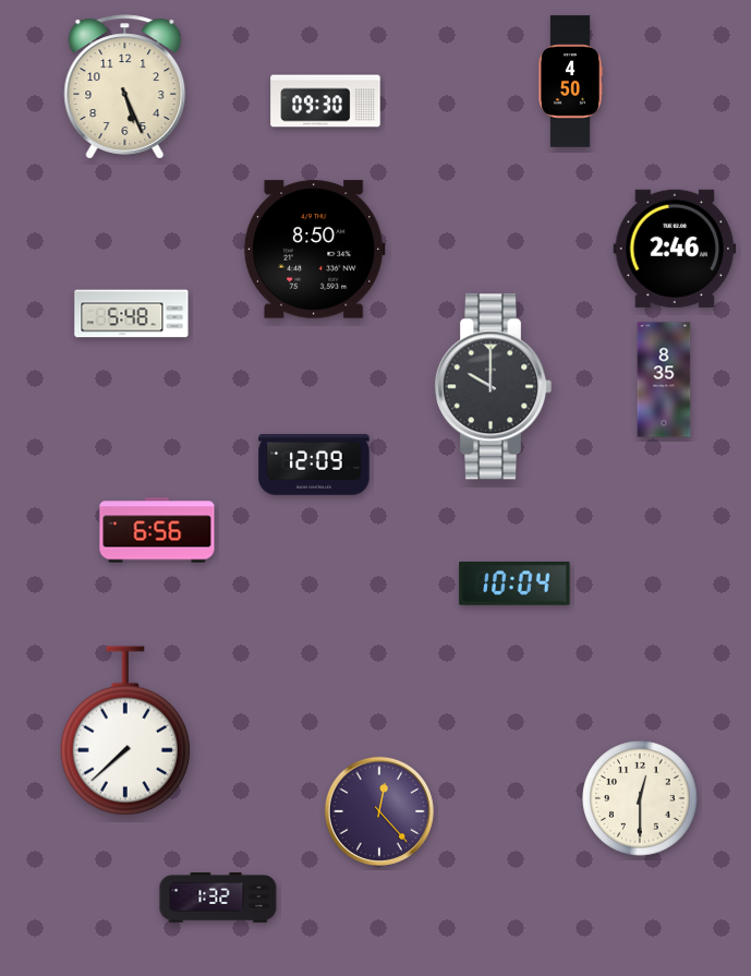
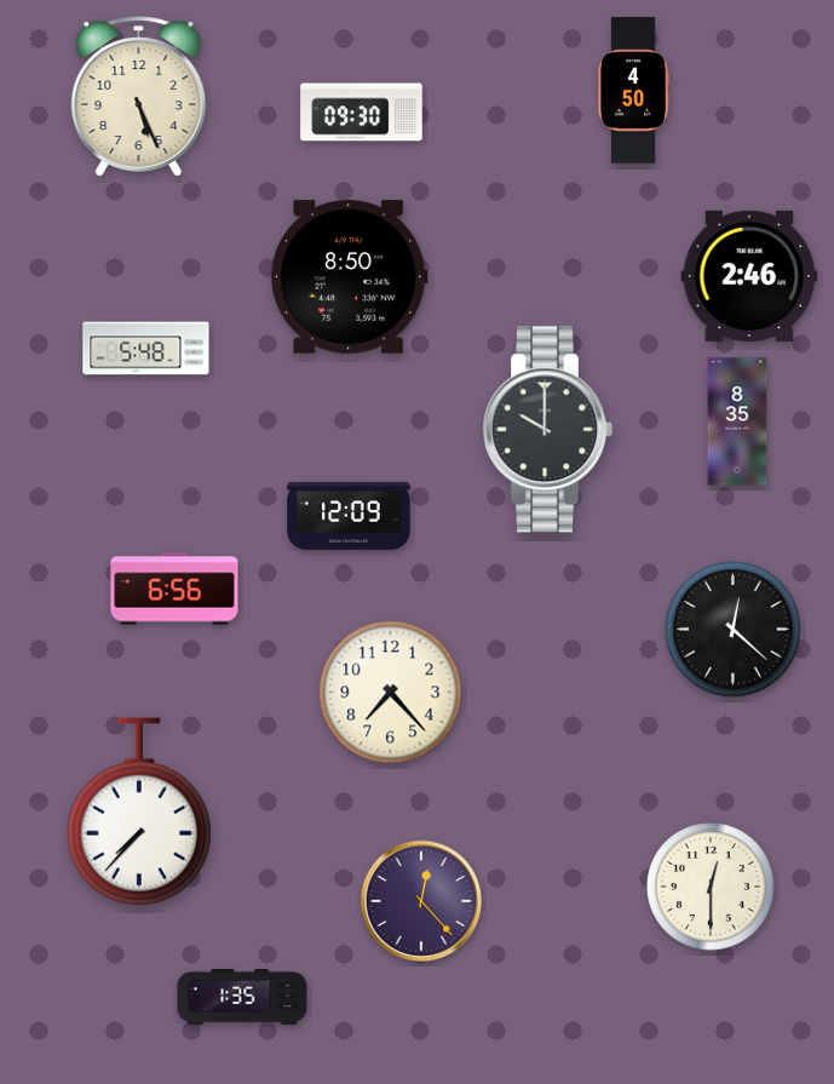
clock at (734, 630): none -> 12:22
clock at (514, 583): 10:04 -> none
clock at (391, 693): none -> 7:23
clock at (125, 731): 7:38 -> 7:37
clock at (218, 899): 1:32 -> 1:35
